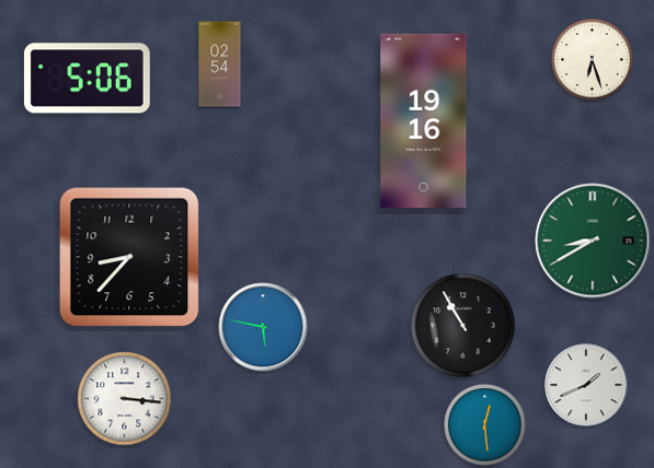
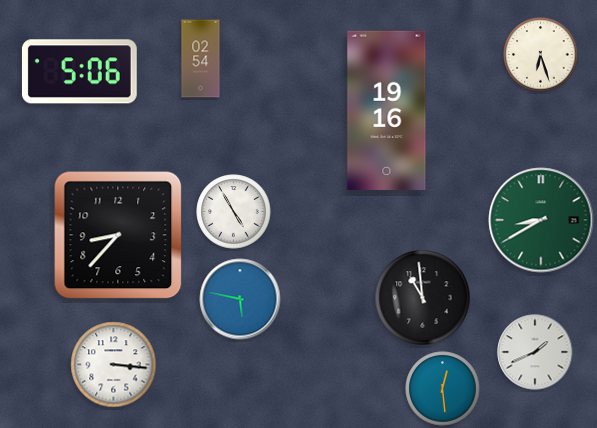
clock at (234, 212): none -> 4:55
clock at (463, 326): 10:55 -> 10:59
